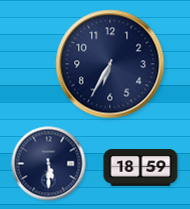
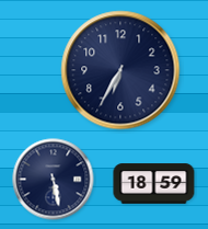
clock at (49, 164): 5:30 -> 5:28
